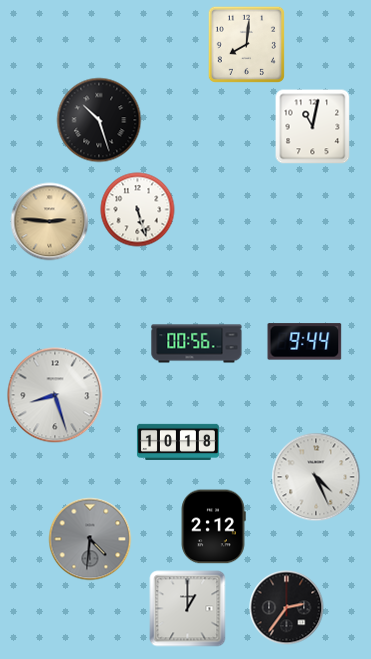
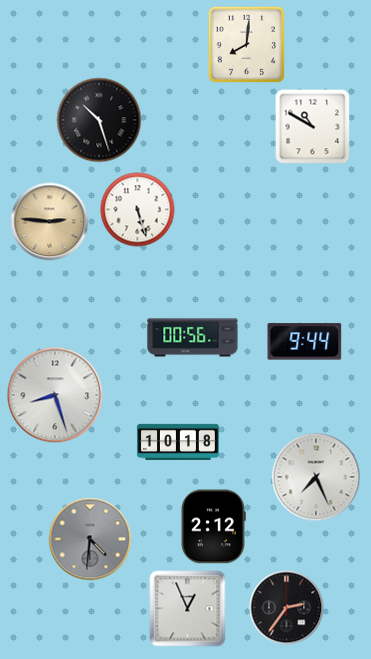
clock at (313, 127): 11:02 -> 10:50
clock at (197, 344) position: (197, 344) -> (193, 338)
clock at (316, 477): 4:26 -> 7:26
clock at (188, 609): 1:00 -> 12:56
